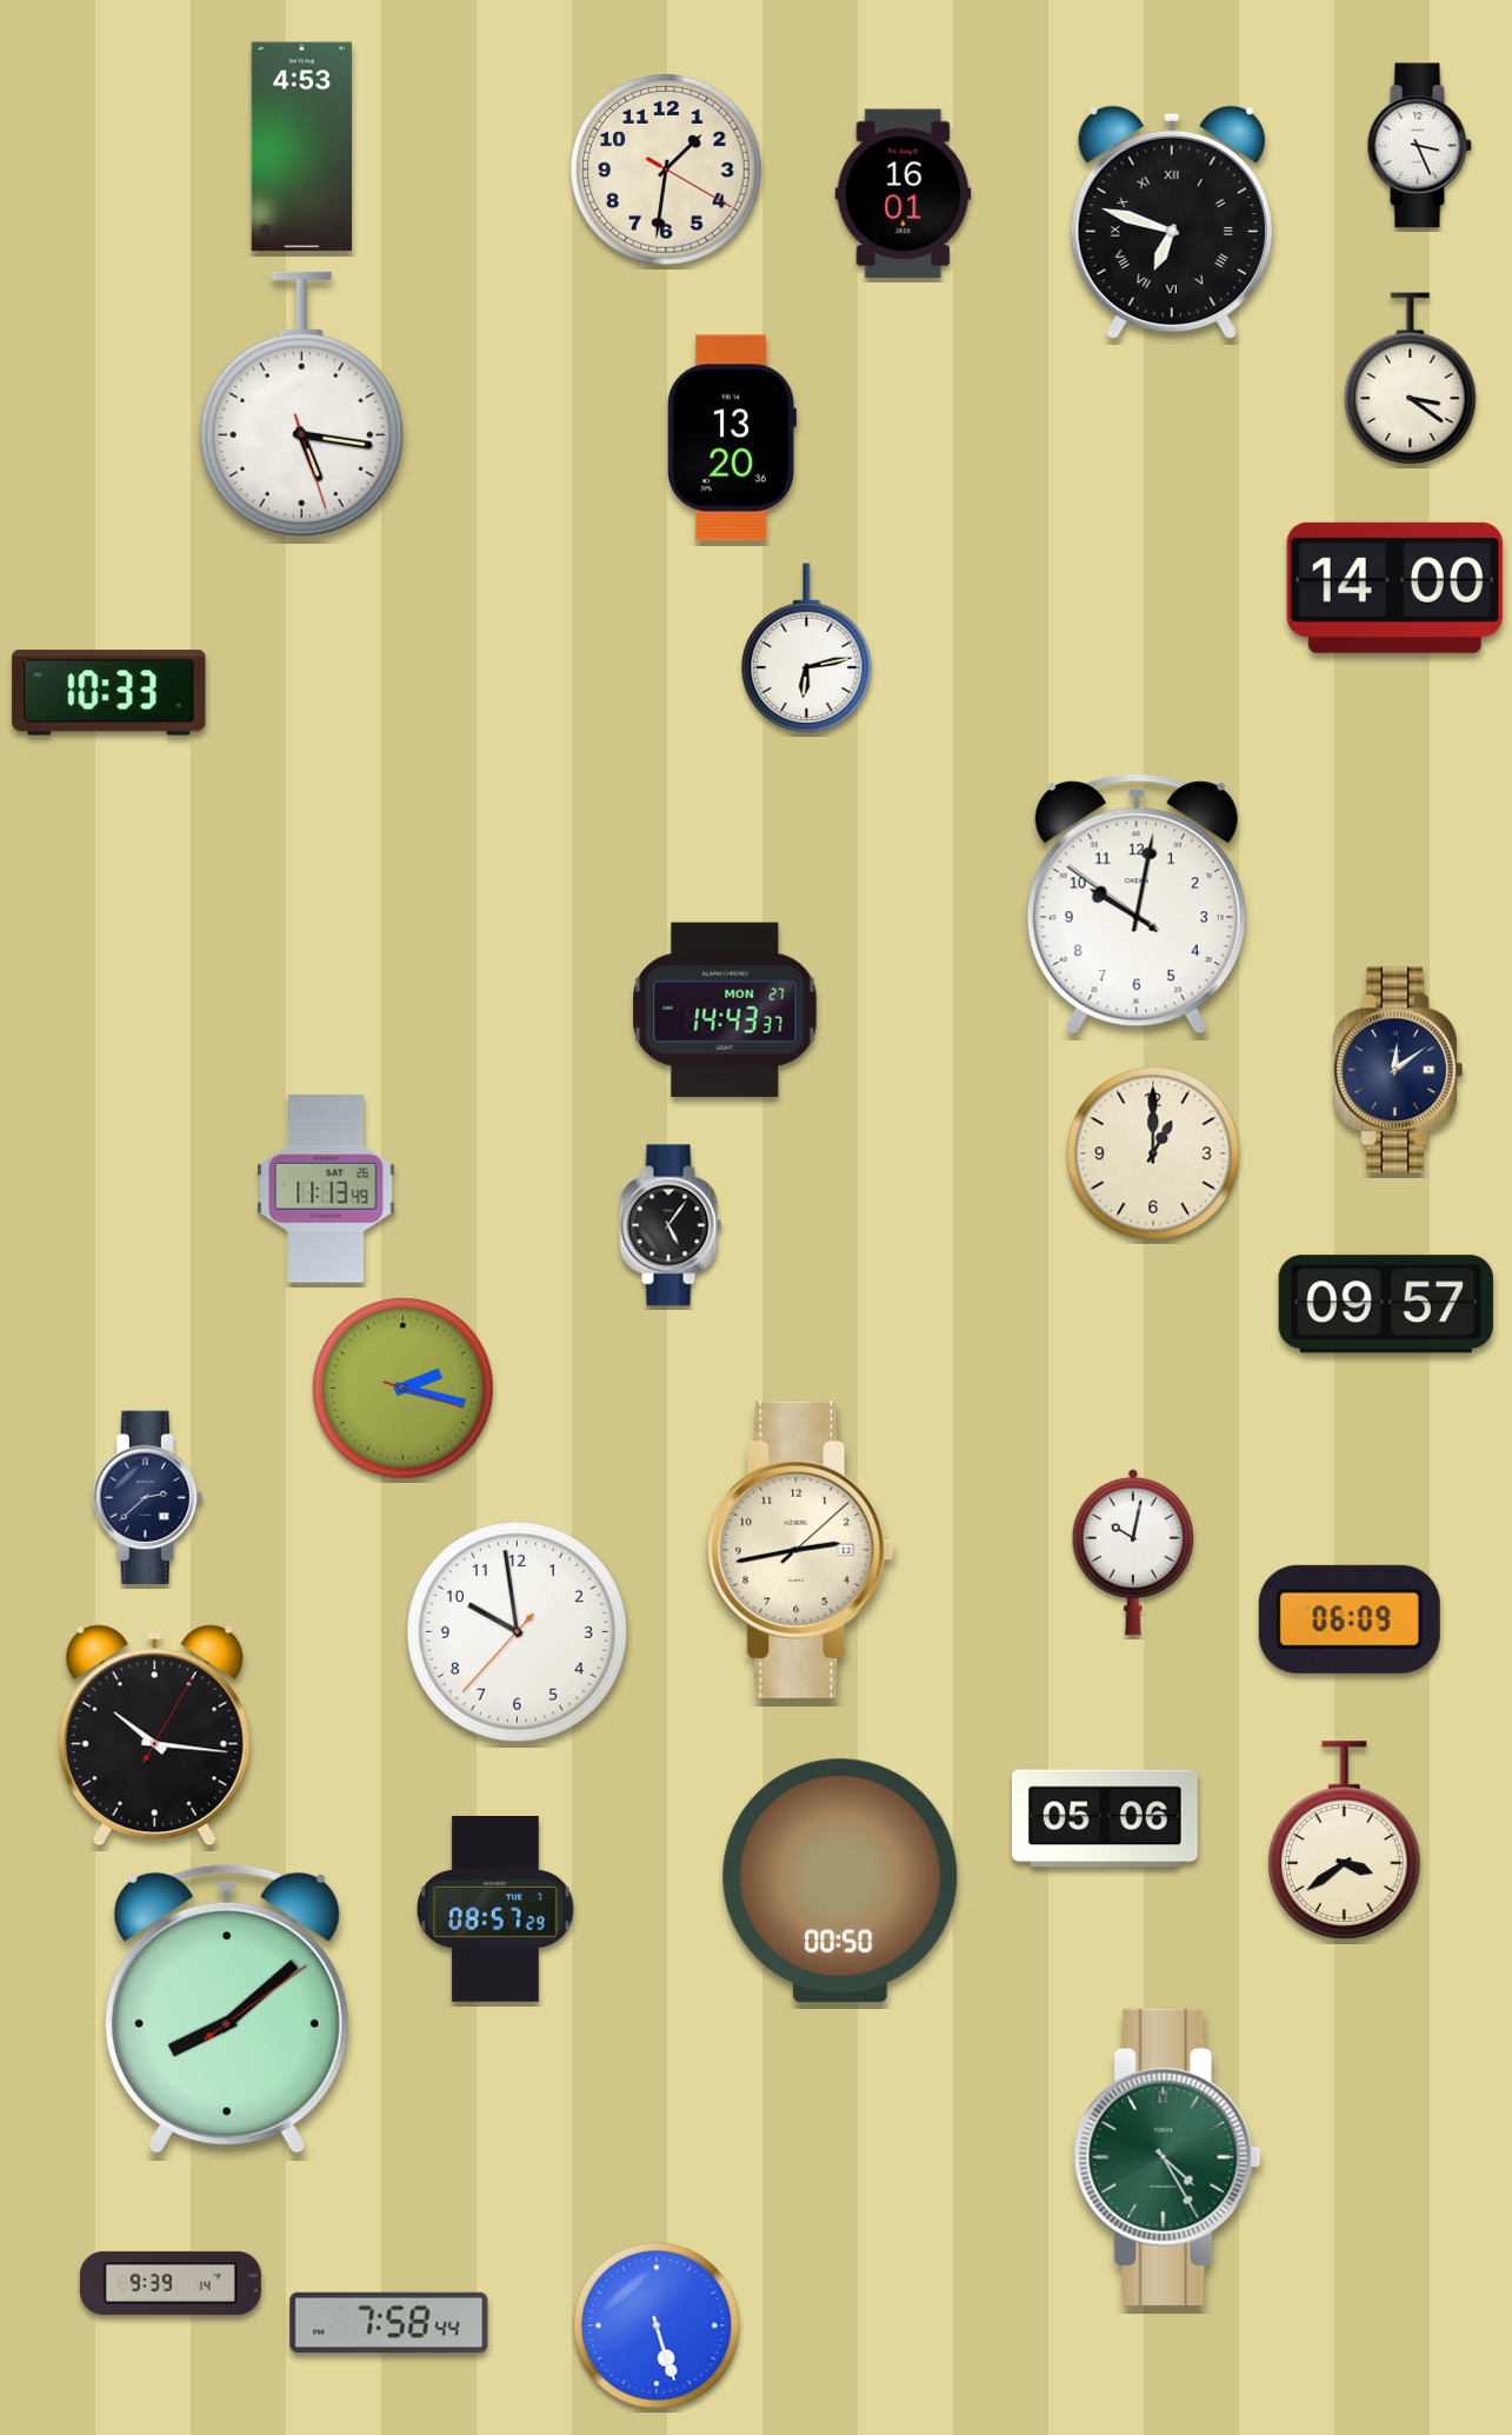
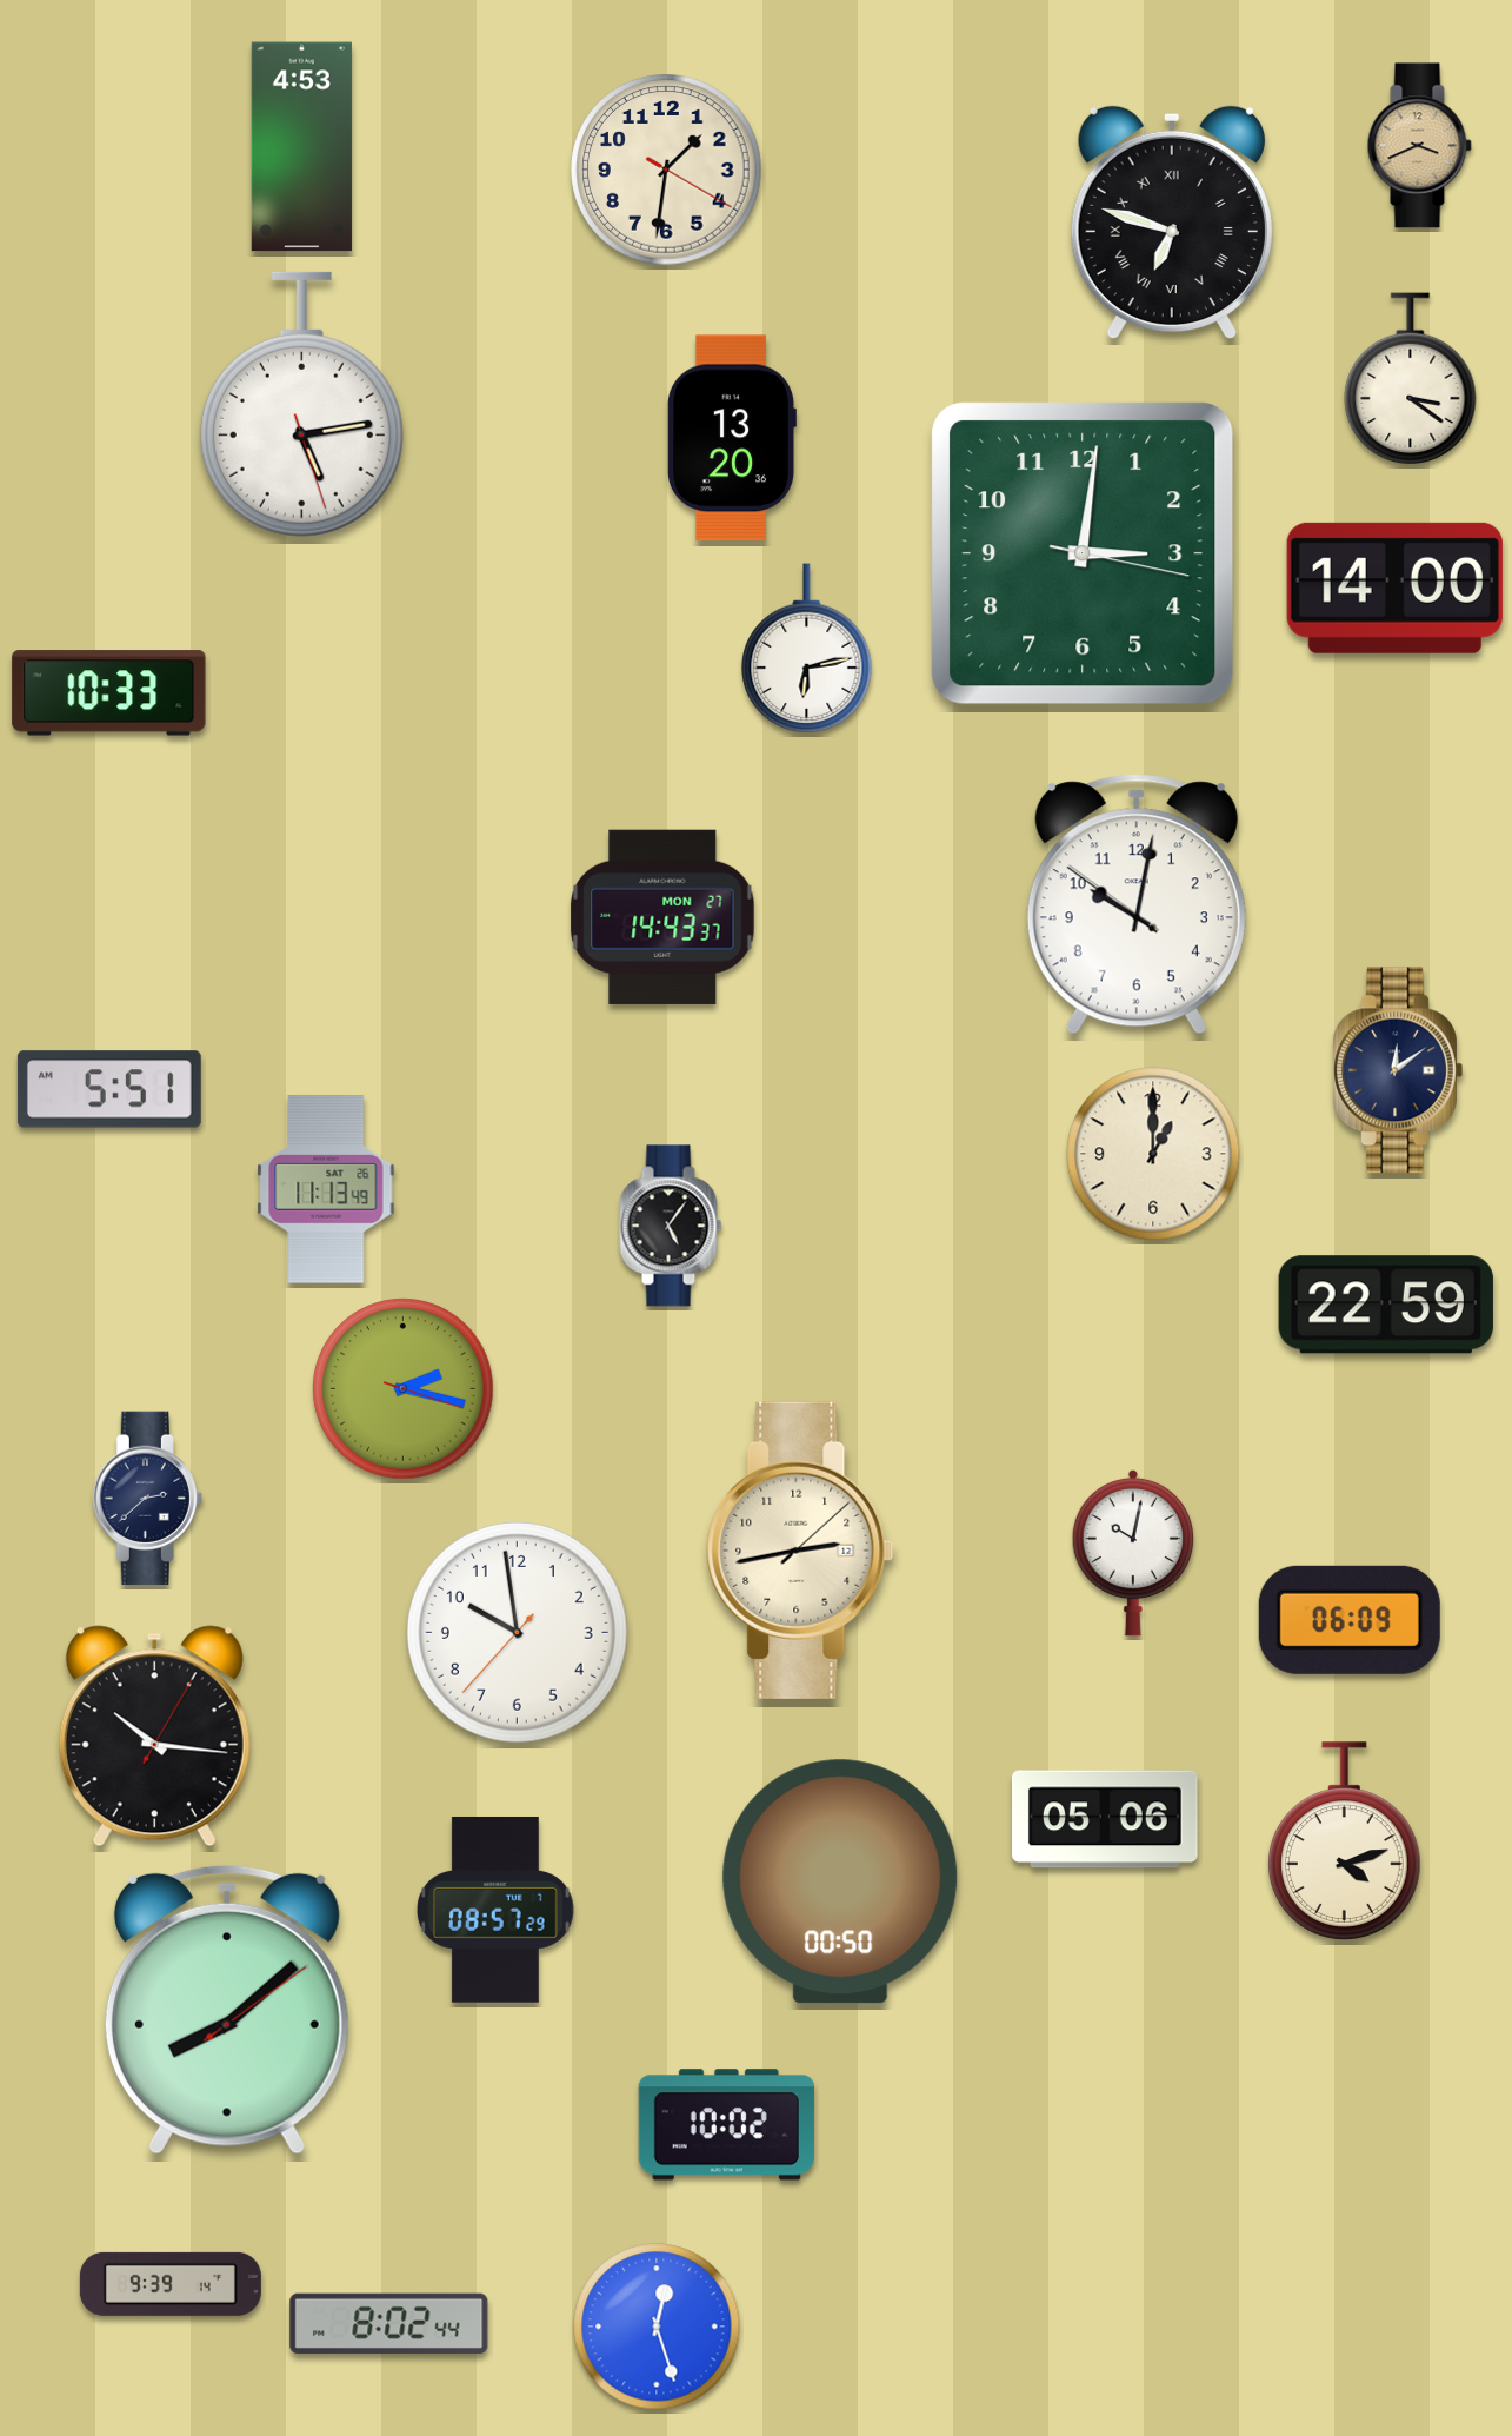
clock at (1419, 146): 3:26 -> 3:41
clock at (1419, 146) dial: white -> champagne
clock at (904, 194): 16:01 -> none
clock at (301, 404): 5:16 -> 5:13
clock at (1084, 555): none -> 3:01
clock at (725, 1010) position: (725, 1010) -> (662, 917)
clock at (109, 1089): none -> 5:51
clock at (1386, 1304): 09:57 -> 22:59
clock at (1345, 1841): 3:39 -> 4:12
clock at (726, 2125): none -> 10:02
clock at (1167, 2157): 4:25 -> none
clock at (389, 2322): 7:58 -> 8:02
clock at (657, 2326): 5:27 -> 12:27
